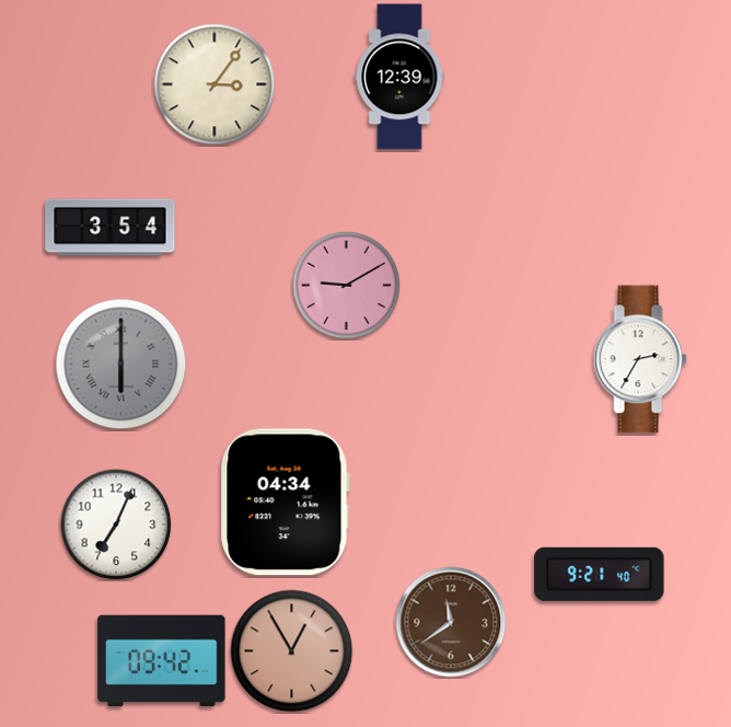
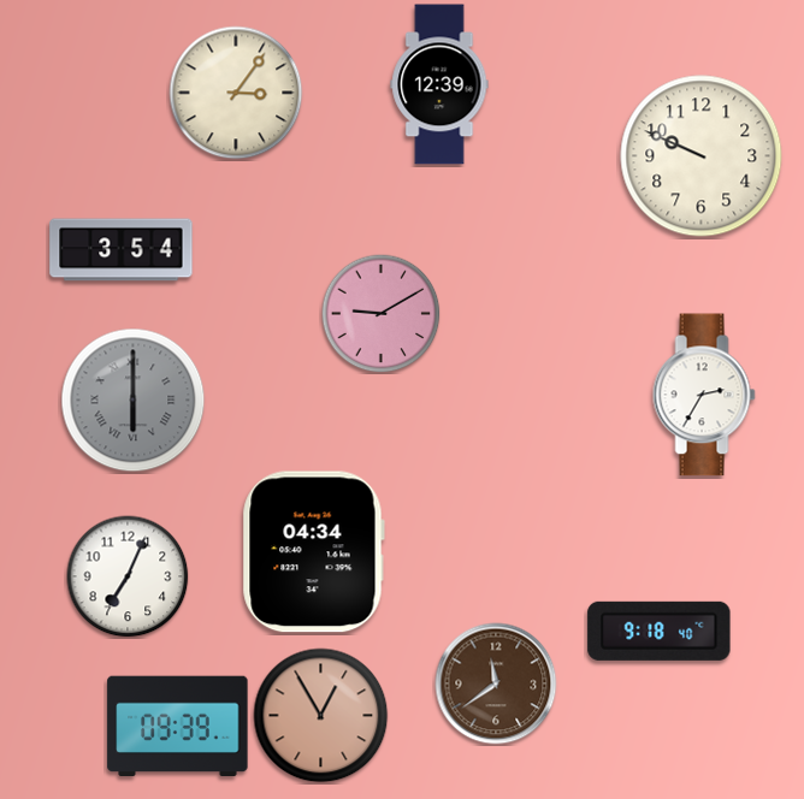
clock at (702, 156): none -> 9:49
clock at (600, 574): 9:21 -> 9:18
clock at (162, 660): 09:42 -> 09:39
